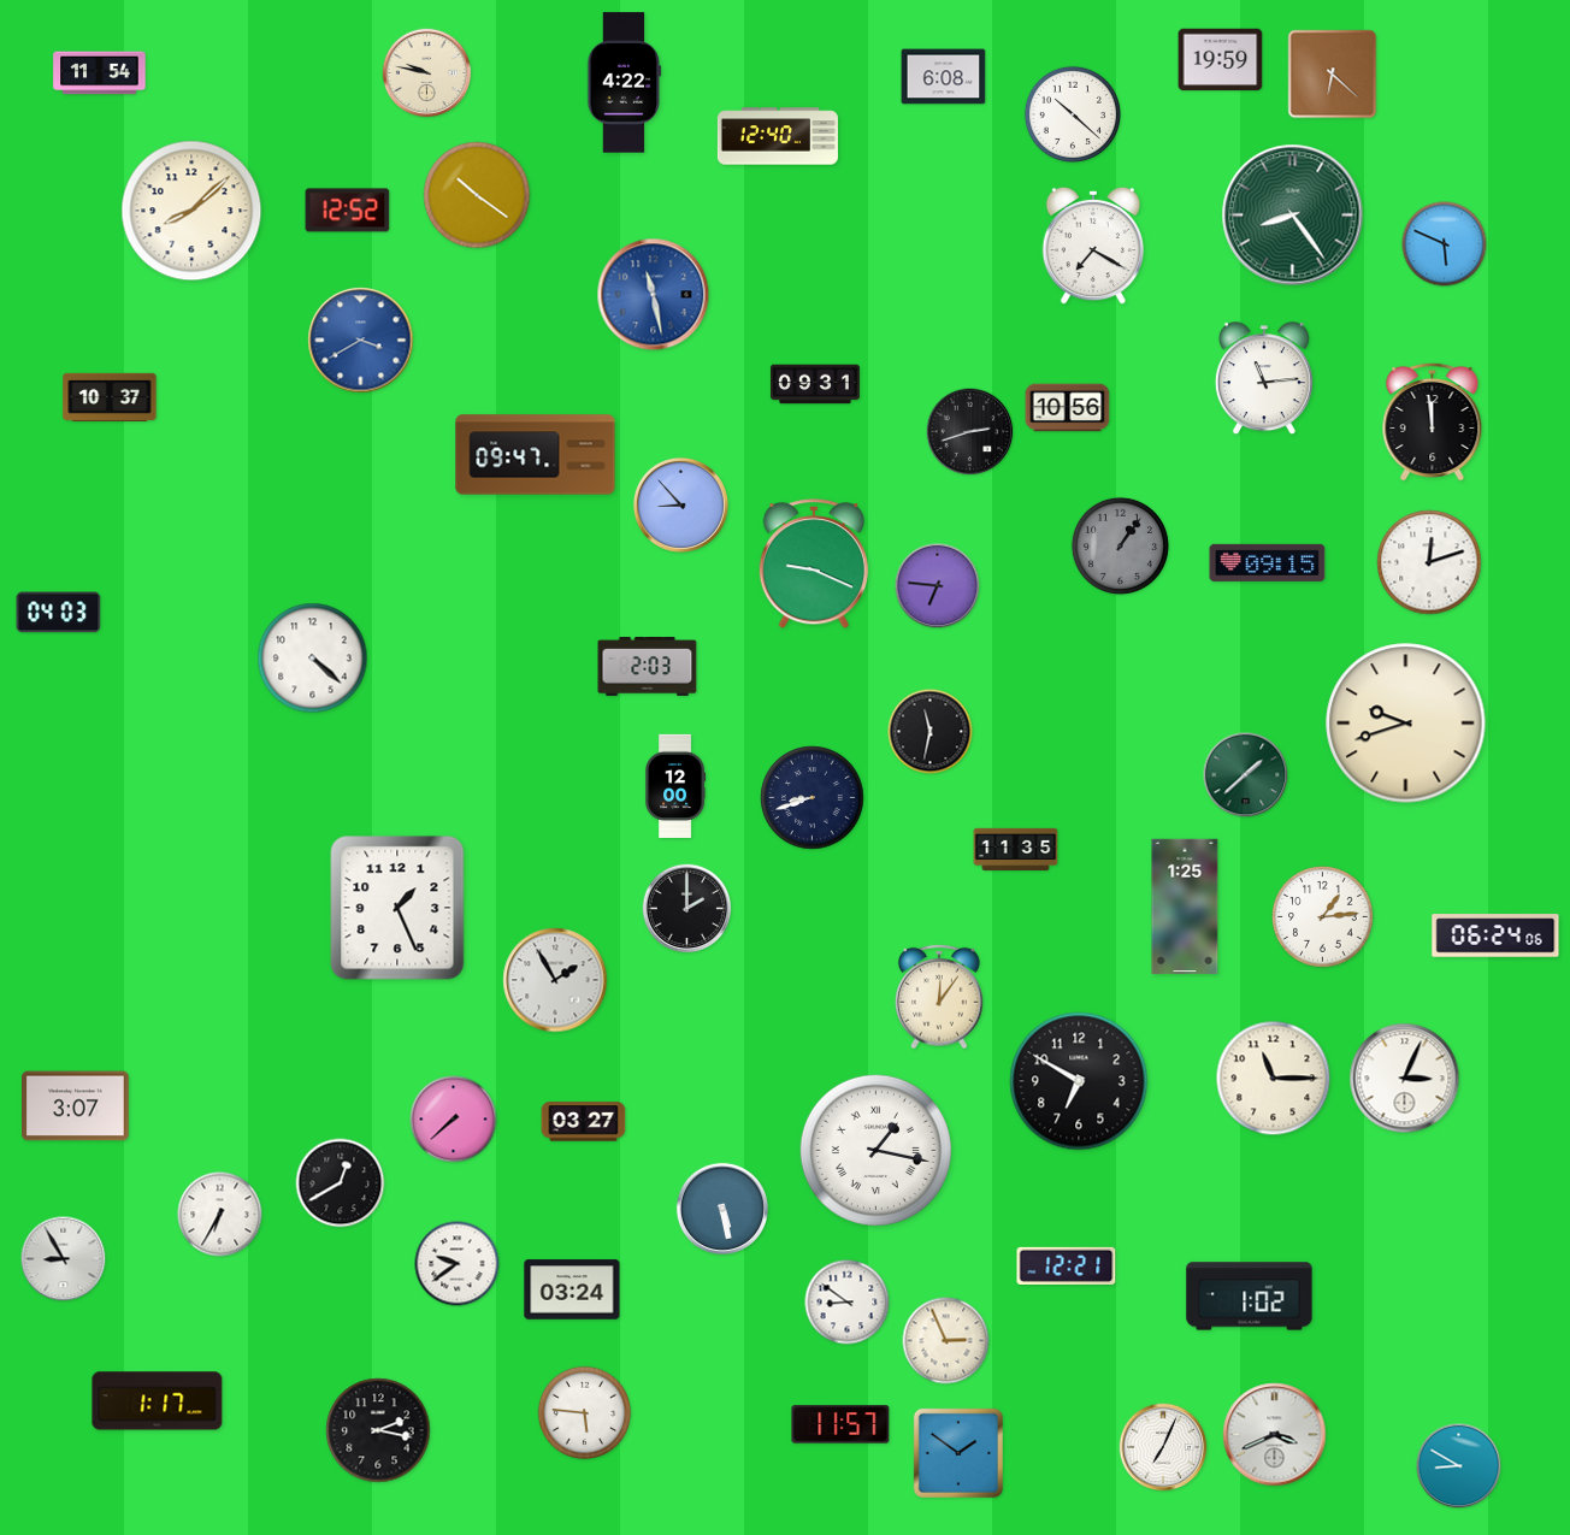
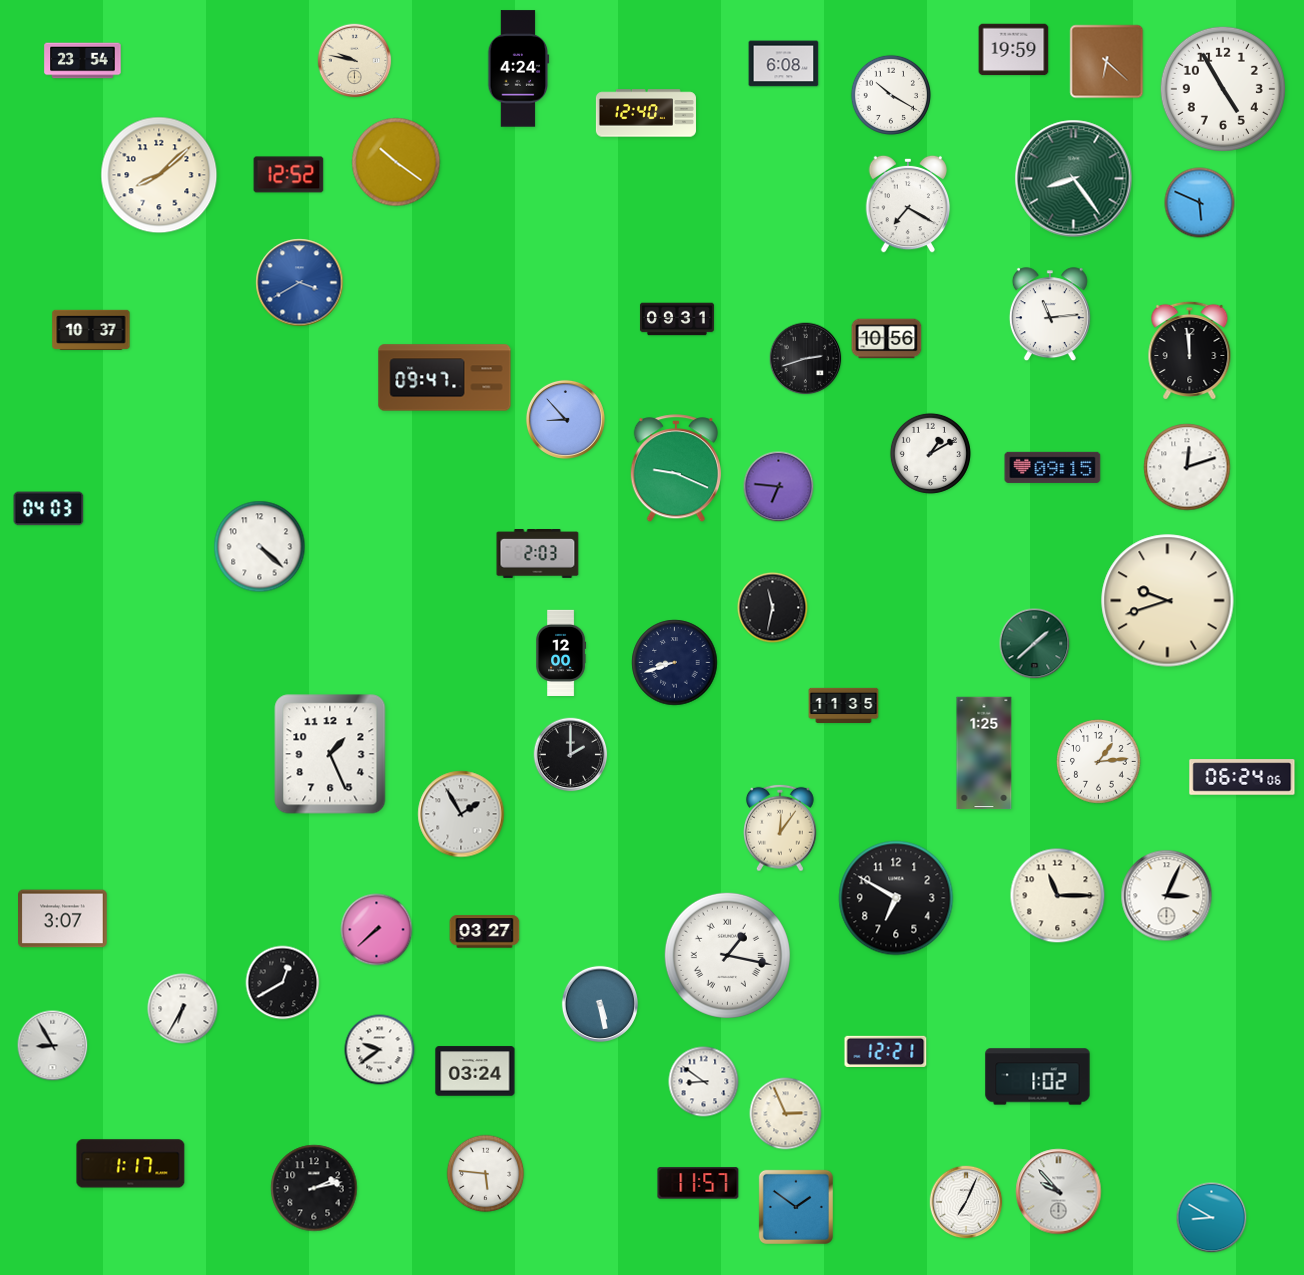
clock at (100, 73): 11:54 -> 23:54
clock at (625, 83): 4:22 -> 4:24
clock at (1223, 89): none -> 4:55
clock at (1073, 114): 10:22 -> 10:20
clock at (654, 295): 11:28 -> none
clock at (1120, 545): 1:06 -> 1:10
clock at (1120, 545) dial: grey -> white
clock at (378, 1430): 2:17 -> 2:13
clock at (1275, 1435): 3:41 -> 9:53
